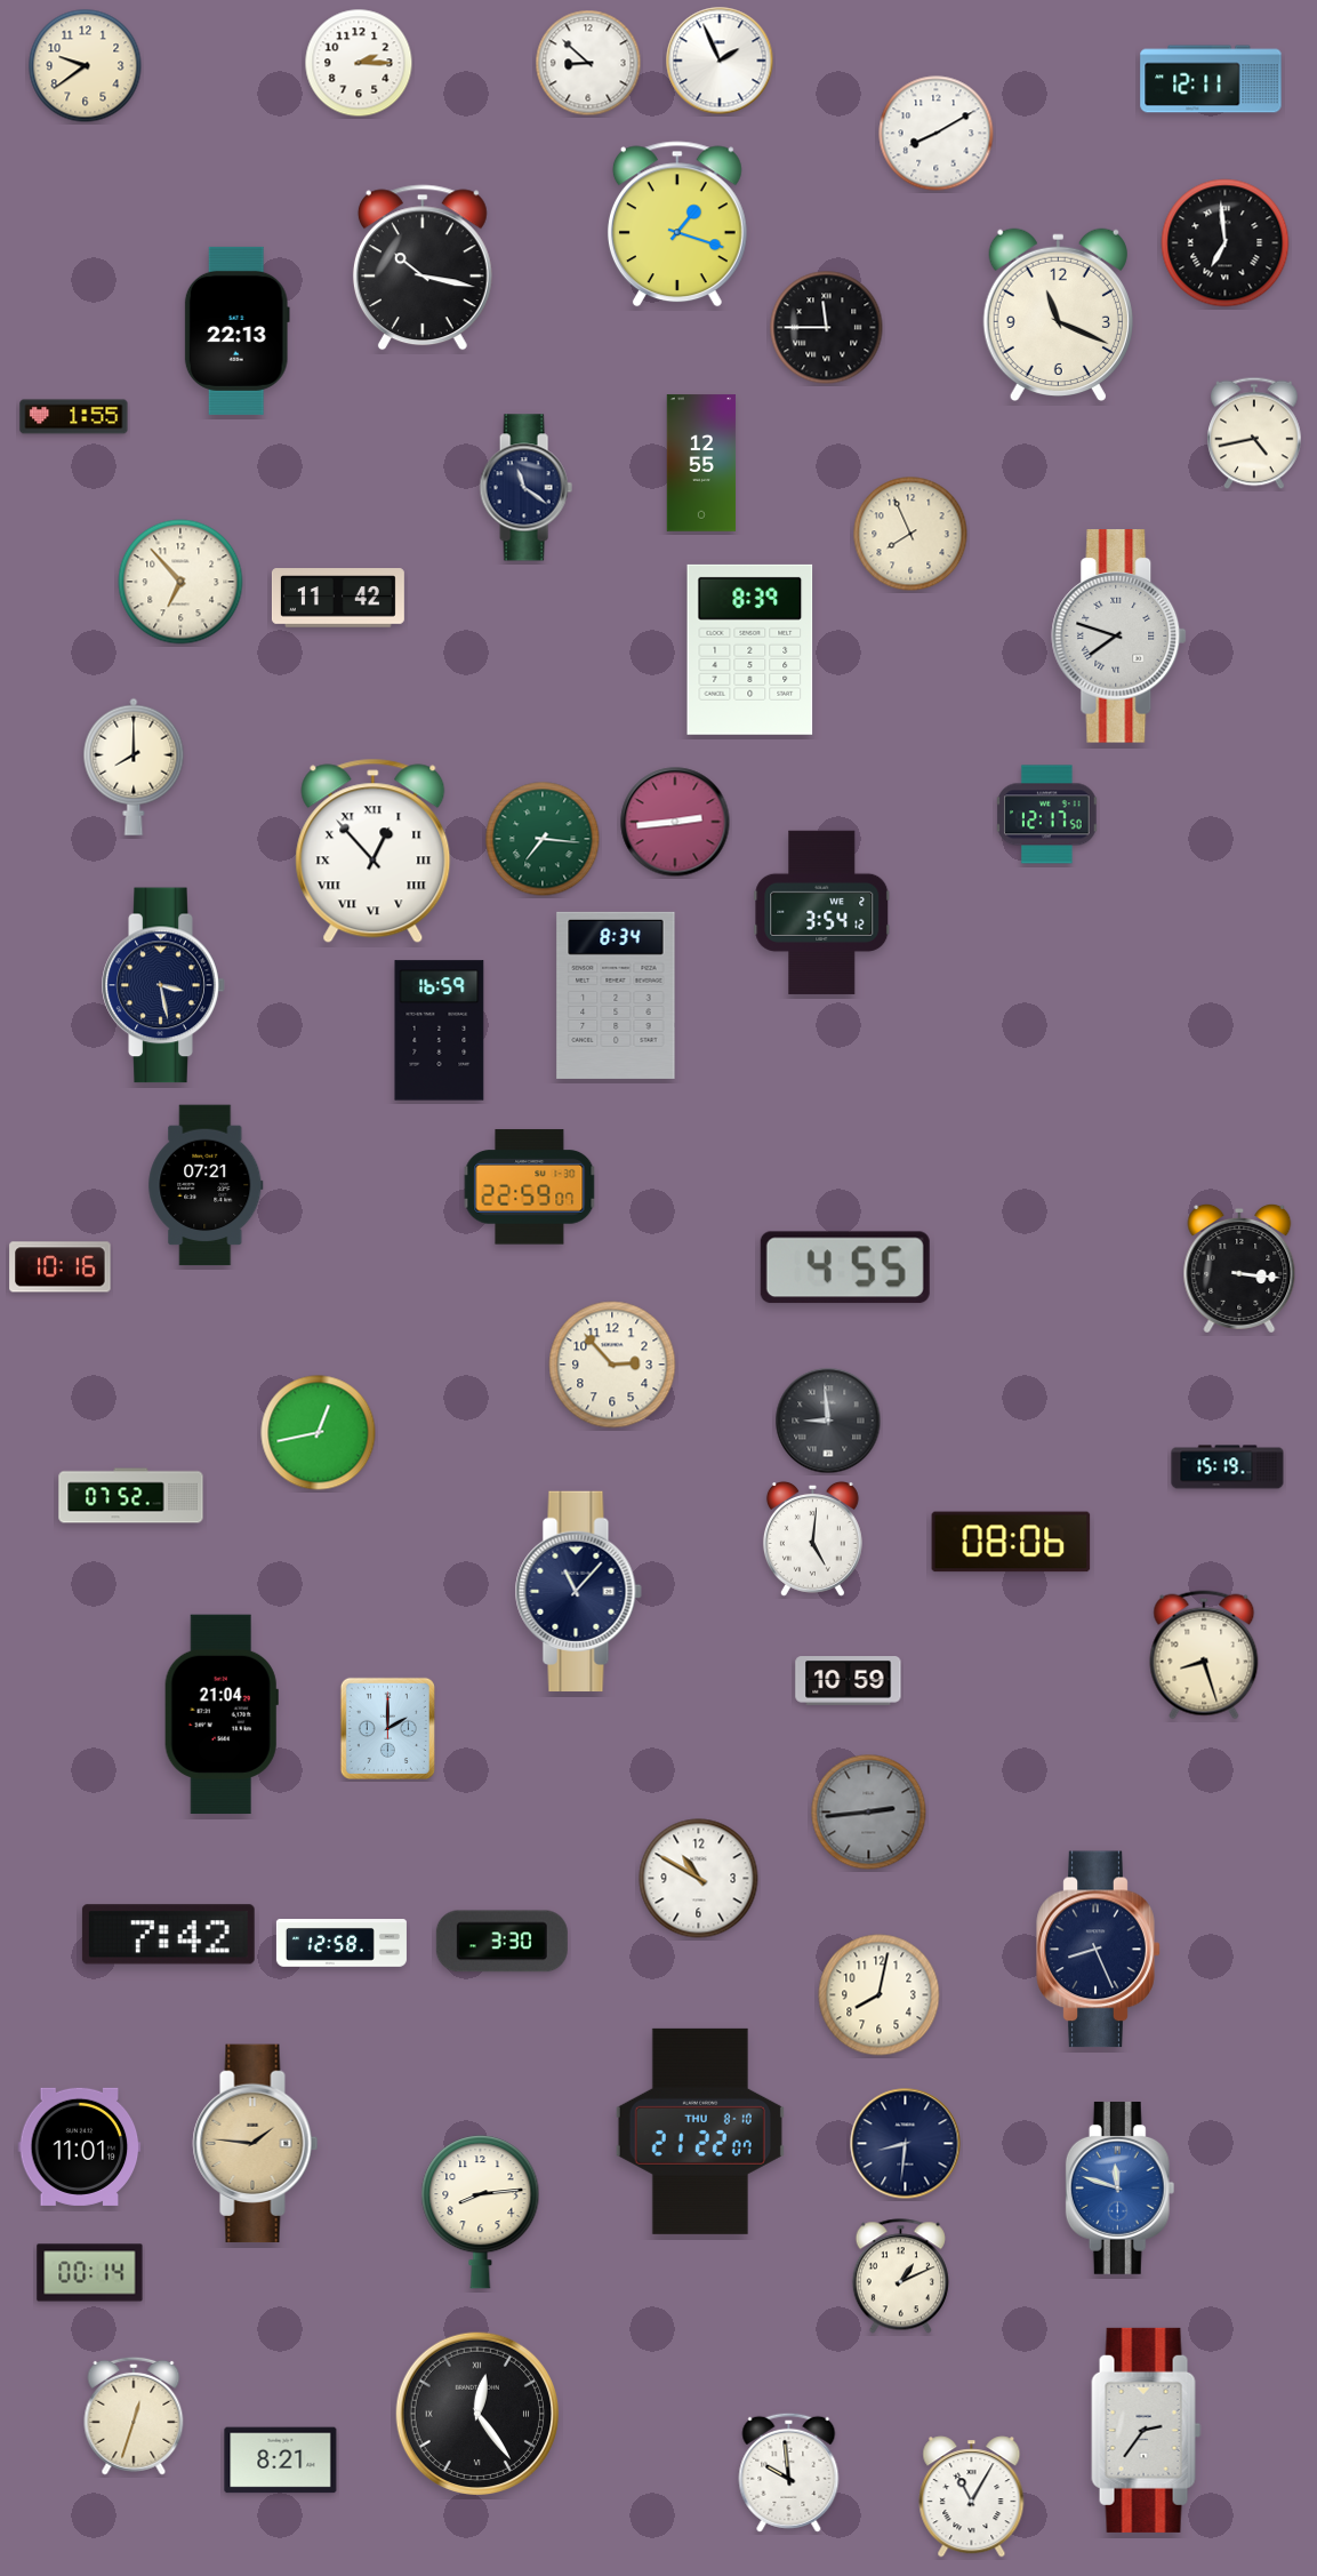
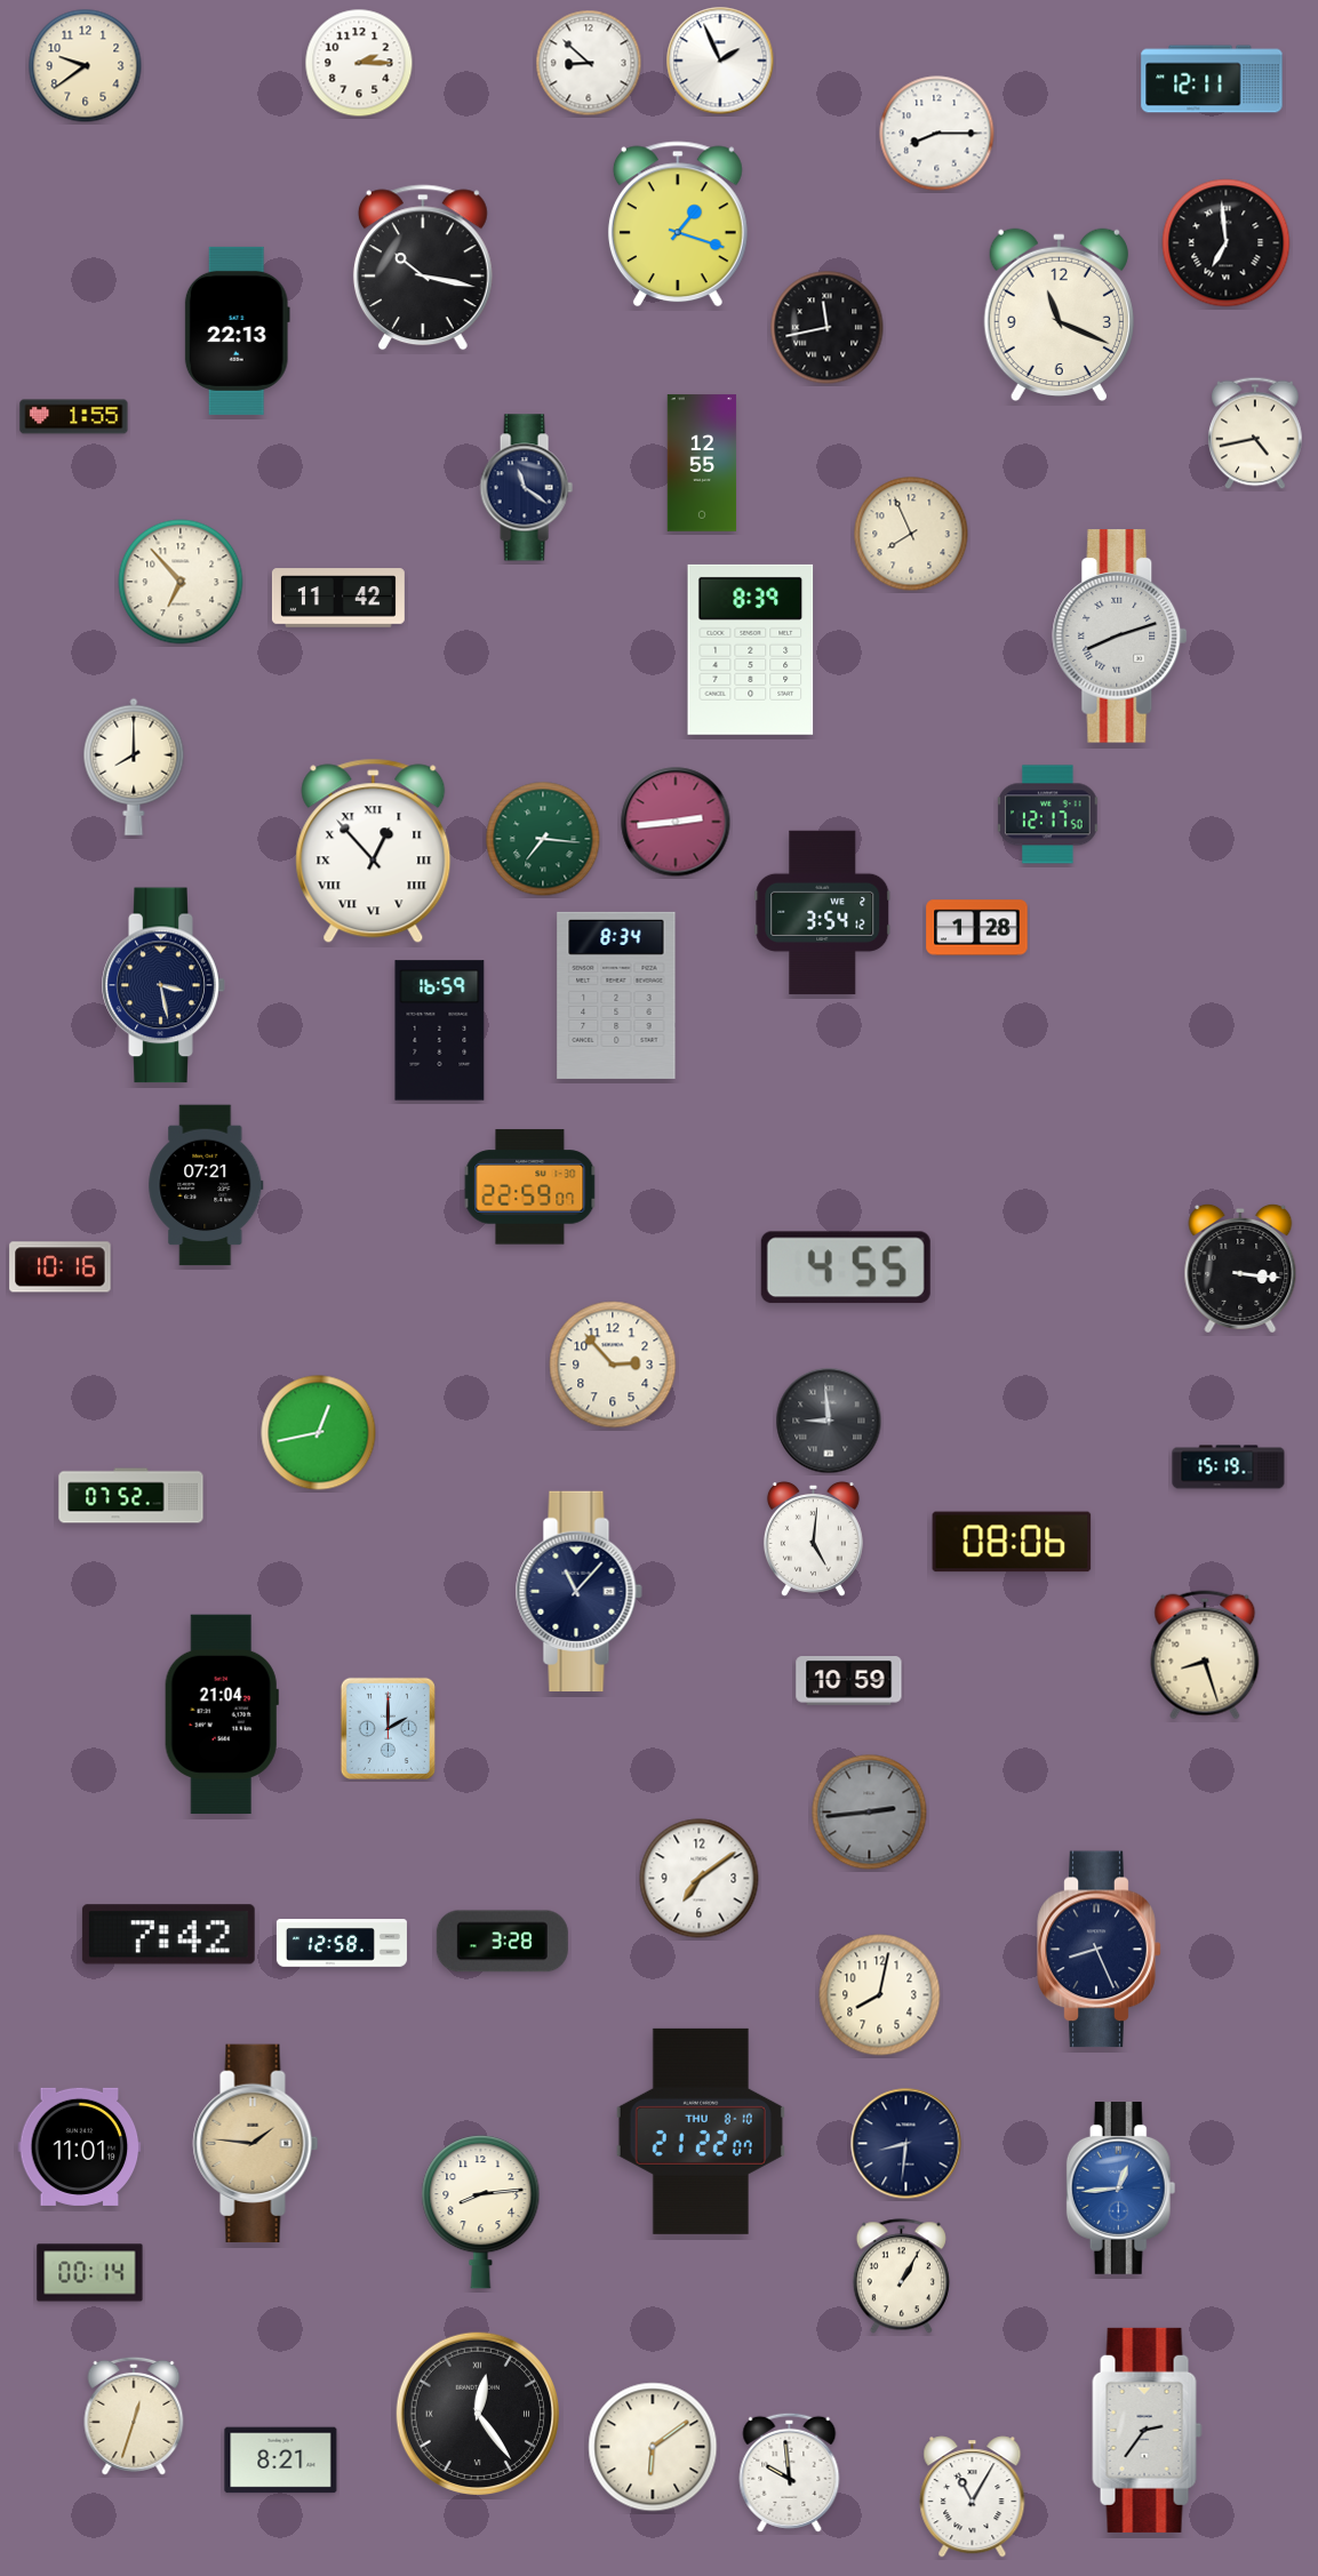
clock at (937, 134): 8:10 -> 8:15
clock at (827, 328): 11:45 -> 11:43
clock at (1119, 637): 7:48 -> 8:12
clock at (977, 928): none -> 1:28
clock at (699, 1879): 10:50 -> 7:09
clock at (501, 1942): 3:30 -> 3:28
clock at (1121, 2187): 11:48 -> 12:44
clock at (900, 2277): 1:11 -> 1:05
clock at (653, 2447): none -> 6:09
